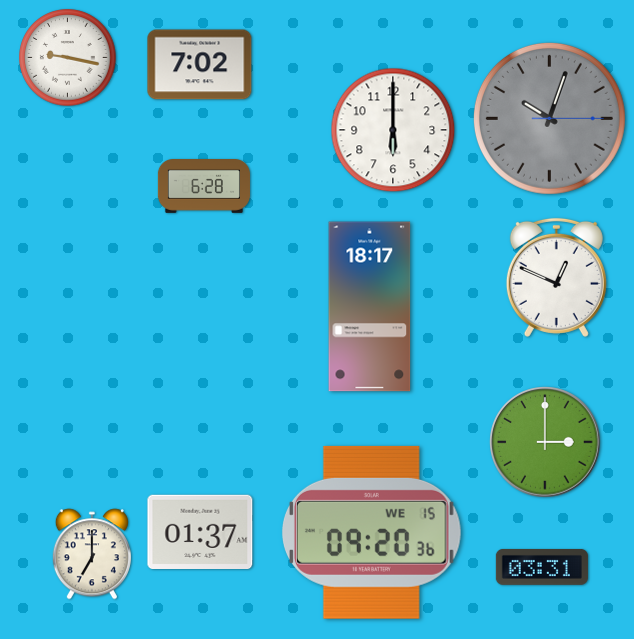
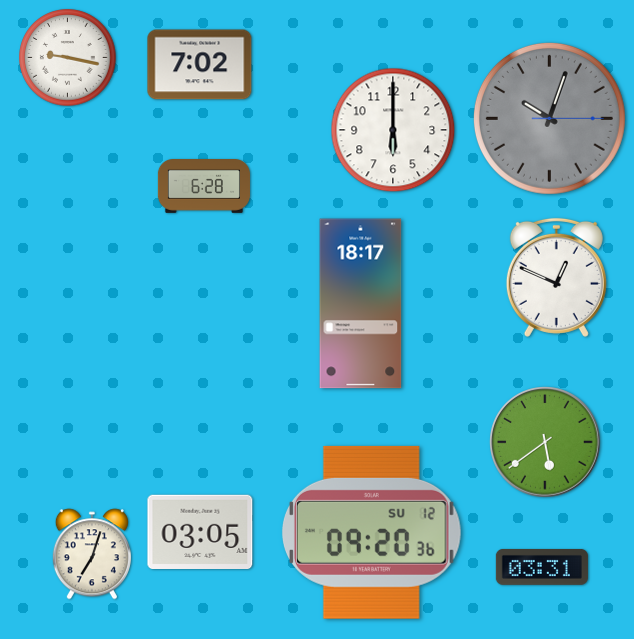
clock at (370, 307) position: (370, 307) -> (361, 304)
clock at (545, 442): 3:00 -> 5:39
clock at (200, 531): 01:37 -> 03:05
clock at (371, 532) date: WE 15 -> SU 12
clock at (92, 554): 7:00 -> 7:03
